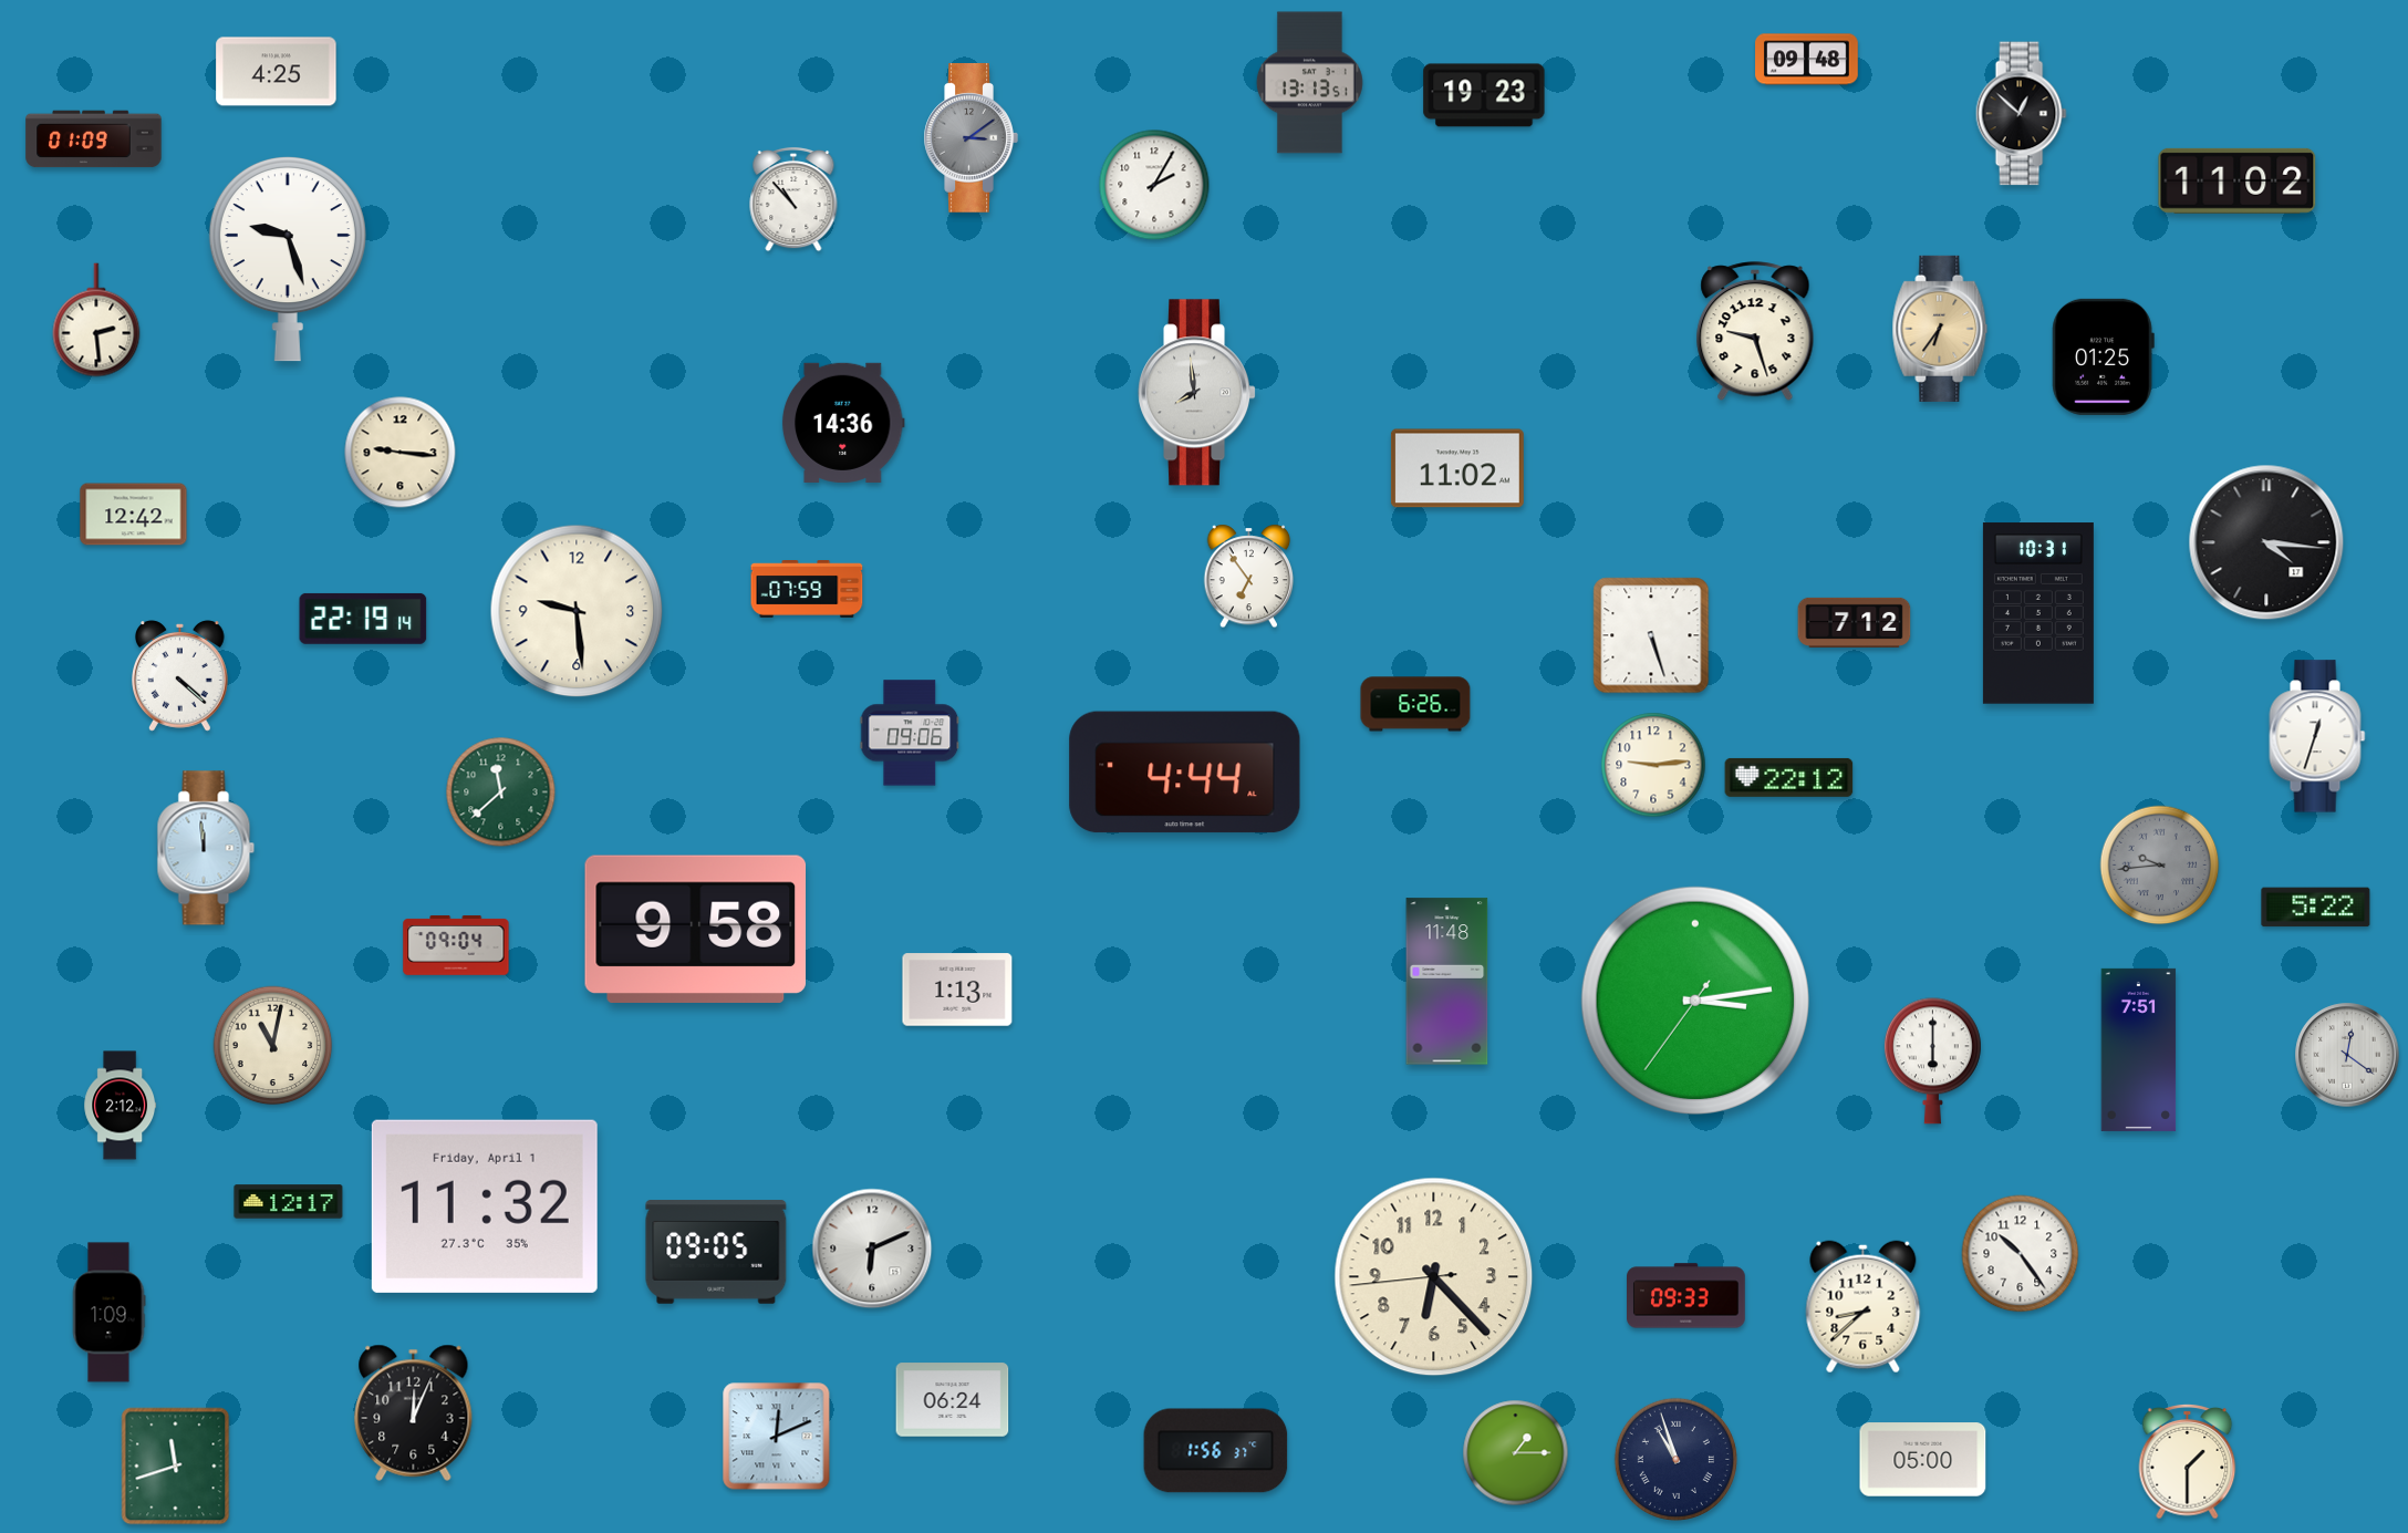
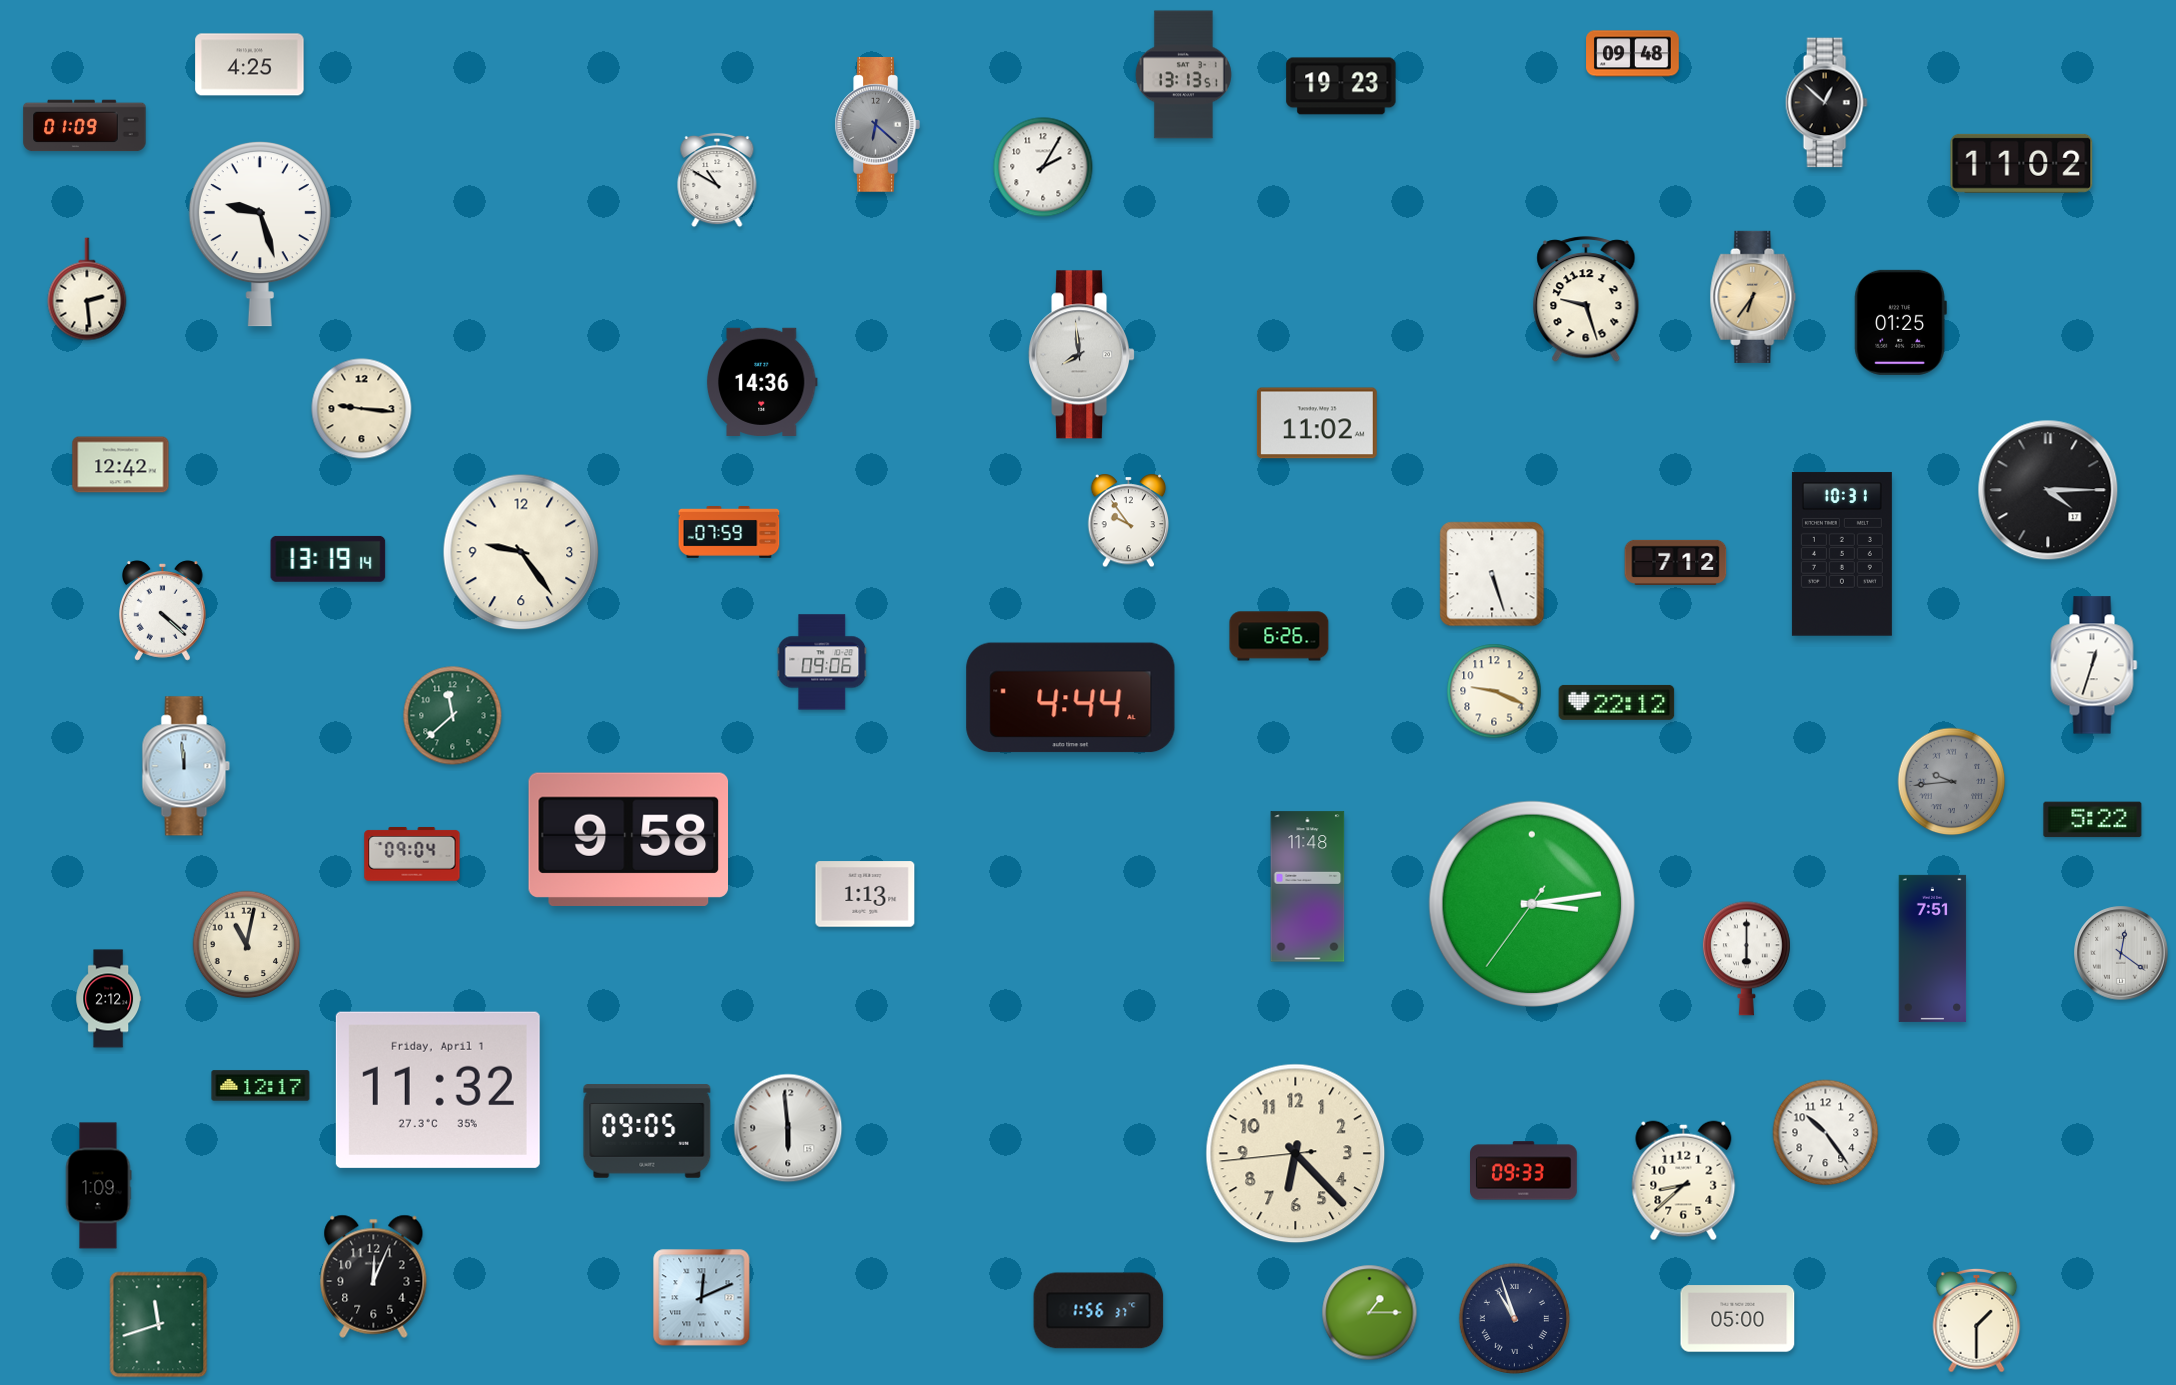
clock at (971, 138): 3:09 -> 6:22
clock at (793, 199): 10:53 -> 10:50
clock at (2266, 542): 4:16 -> 4:15
clock at (1249, 577): 6:54 -> 9:54
clock at (577, 611): 9:29 -> 9:24
clock at (363, 619): 22:19 -> 13:19
clock at (1653, 765): 9:14 -> 9:19
clock at (872, 1249): 6:11 -> 5:59
clock at (953, 1400): 06:24 -> none
